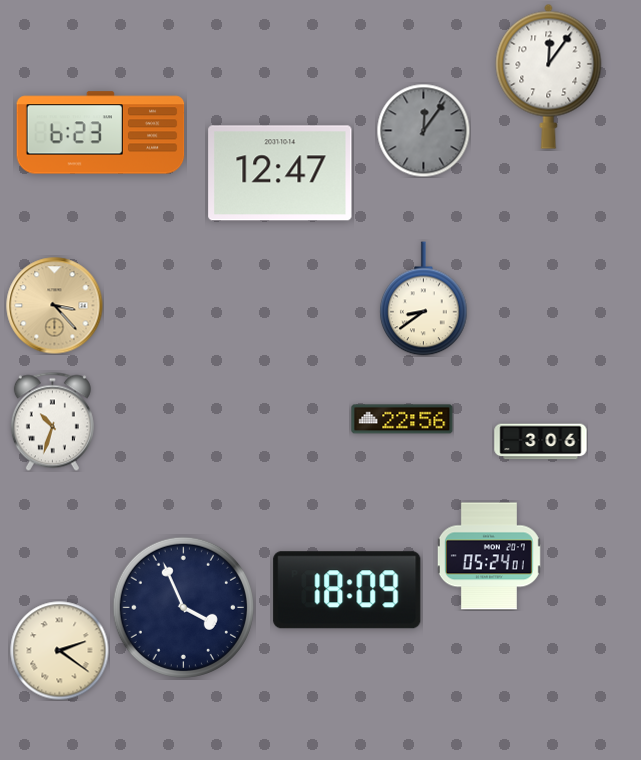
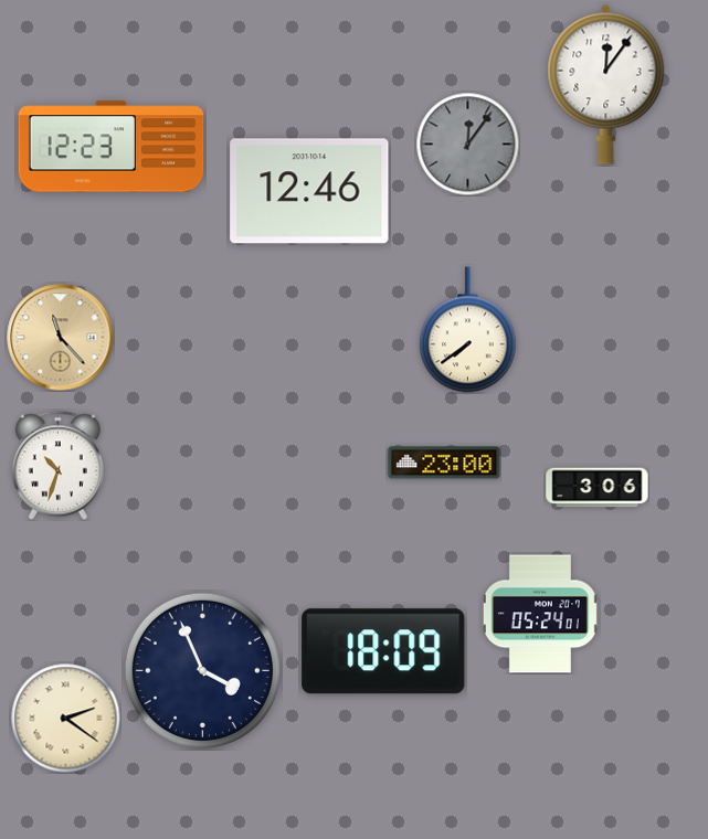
clock at (101, 133): 6:23 -> 12:23
clock at (280, 173): 12:47 -> 12:46
clock at (424, 299): 8:39 -> 7:39
clock at (55, 306): 3:23 -> 11:23
clock at (402, 419): 22:56 -> 23:00
